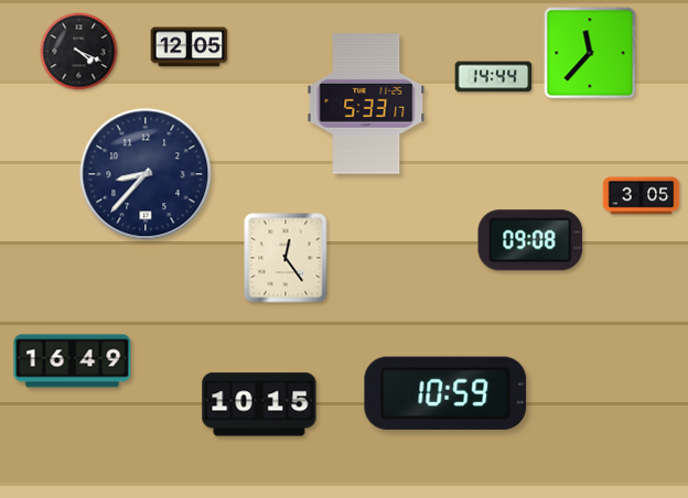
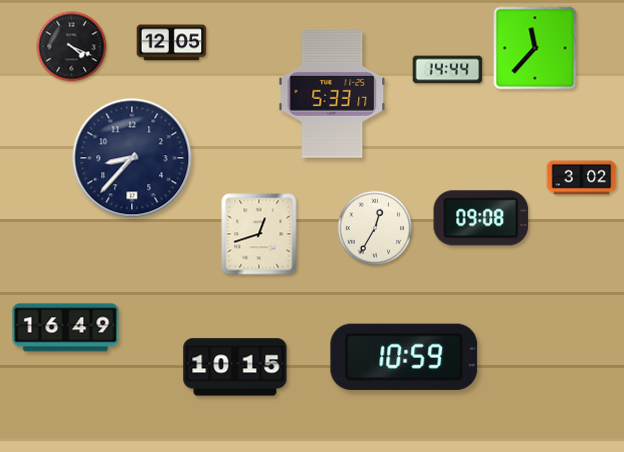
clock at (642, 196): 3:05 -> 3:02
clock at (375, 228): none -> 12:35
clock at (286, 258): 12:24 -> 12:42
